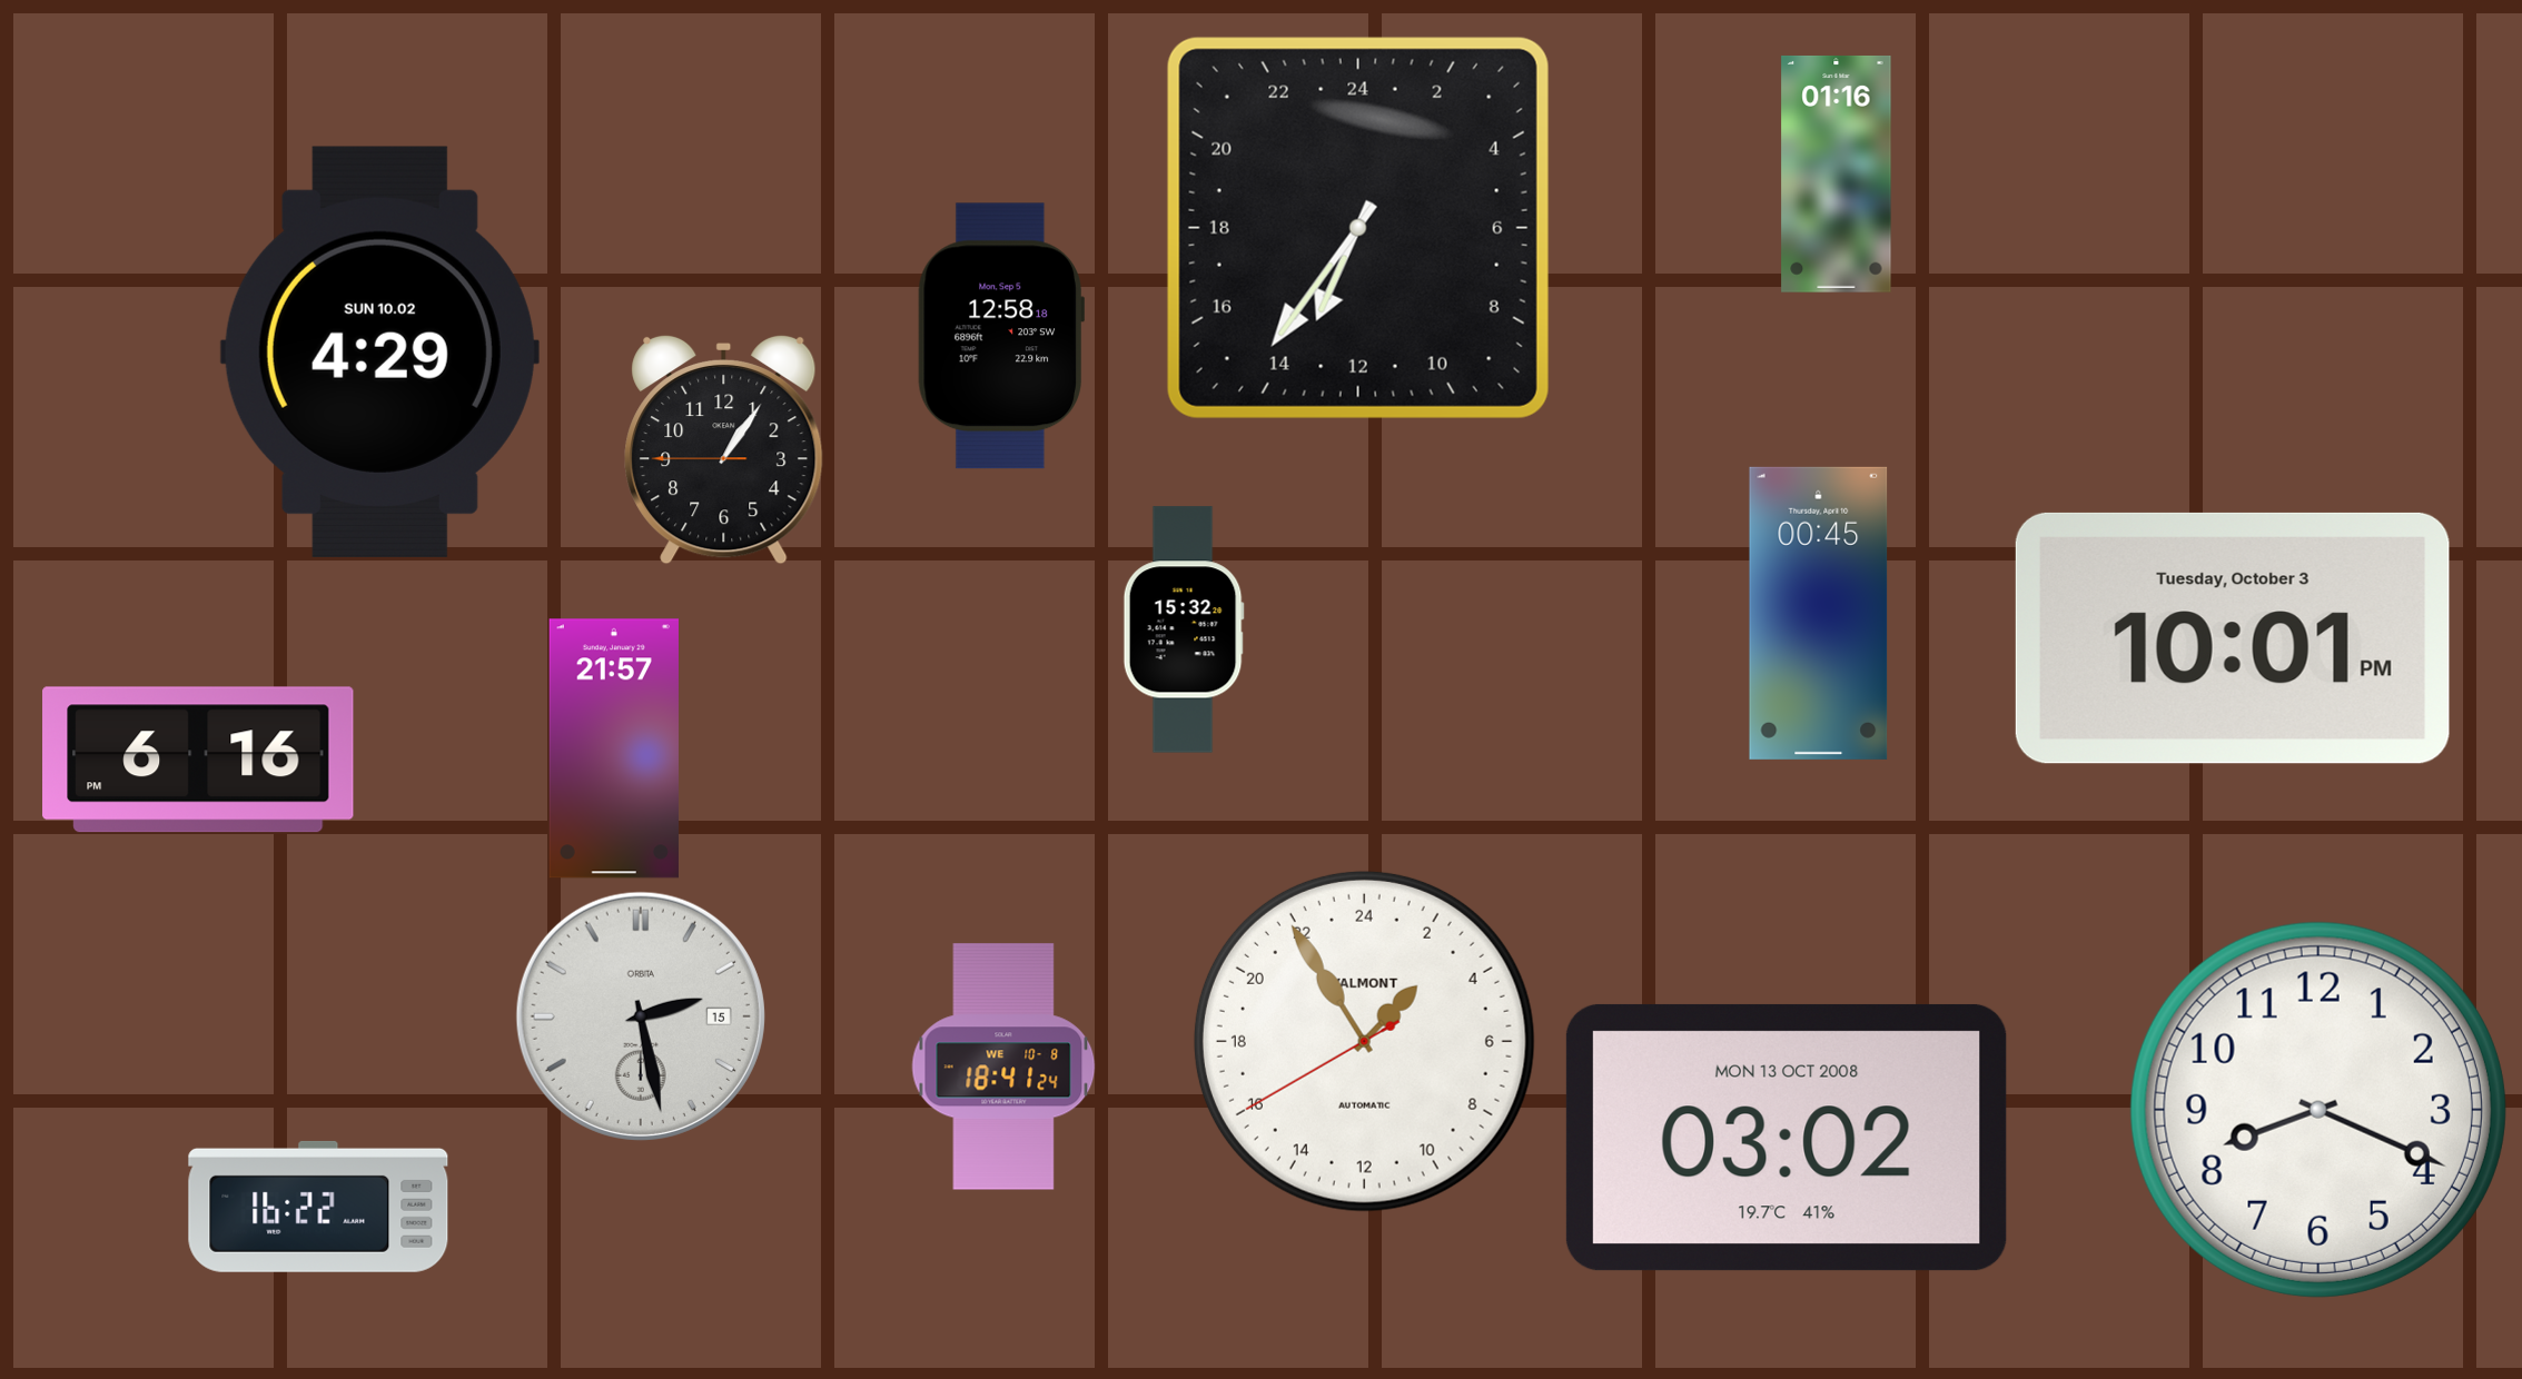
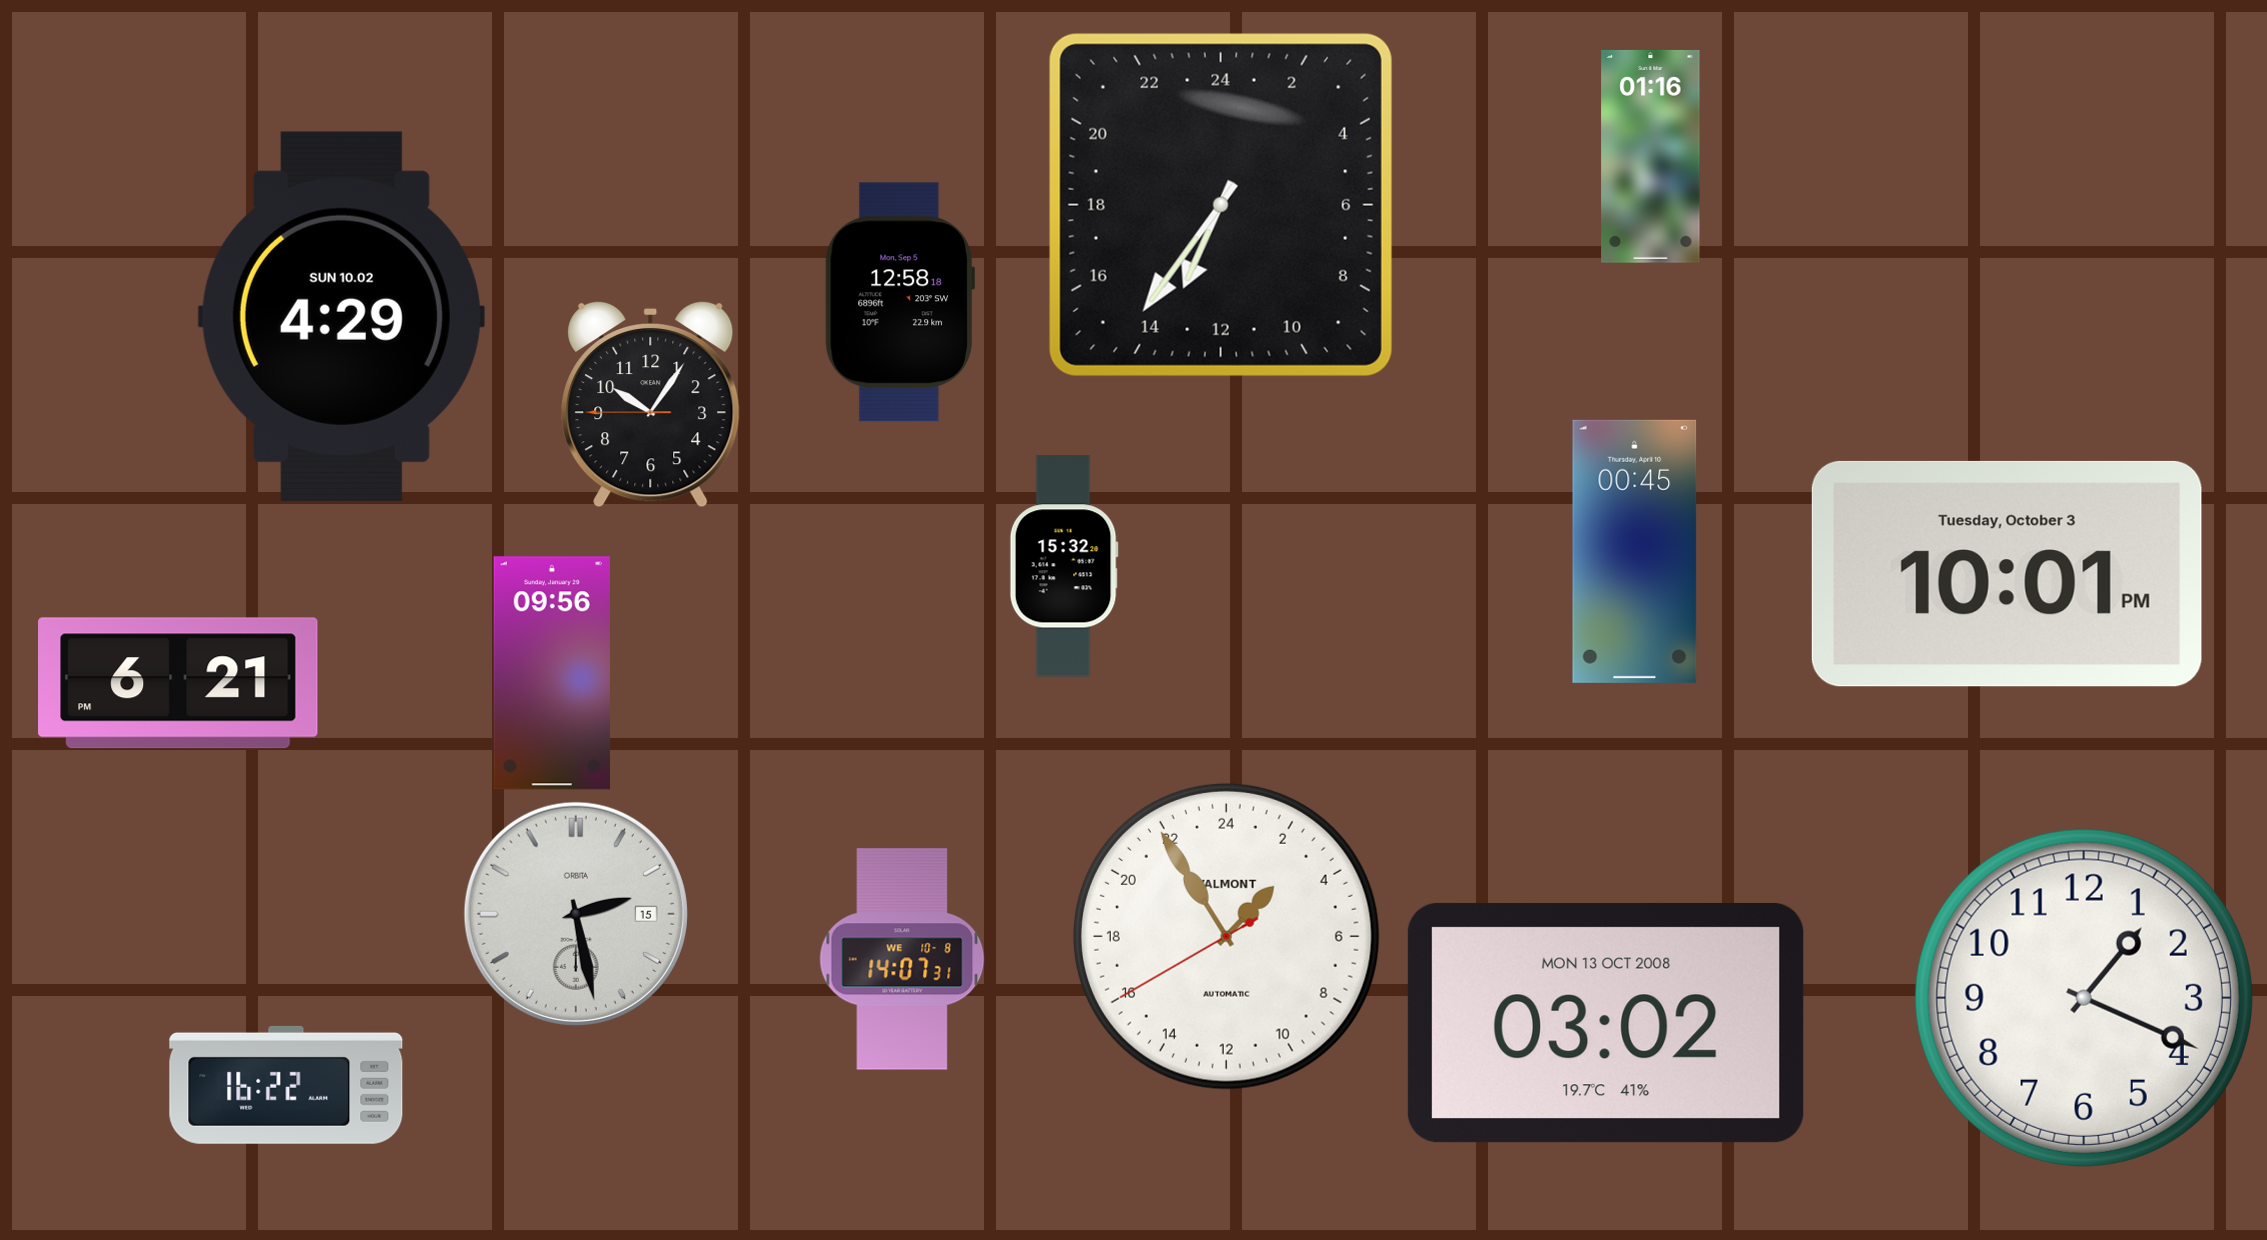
clock at (724, 449): 1:05 -> 10:05
clock at (614, 748): 21:57 -> 09:56
clock at (198, 760): 6:16 -> 6:21
clock at (1003, 1067): 18:41 -> 14:07
clock at (2318, 1110): 8:19 -> 1:19
